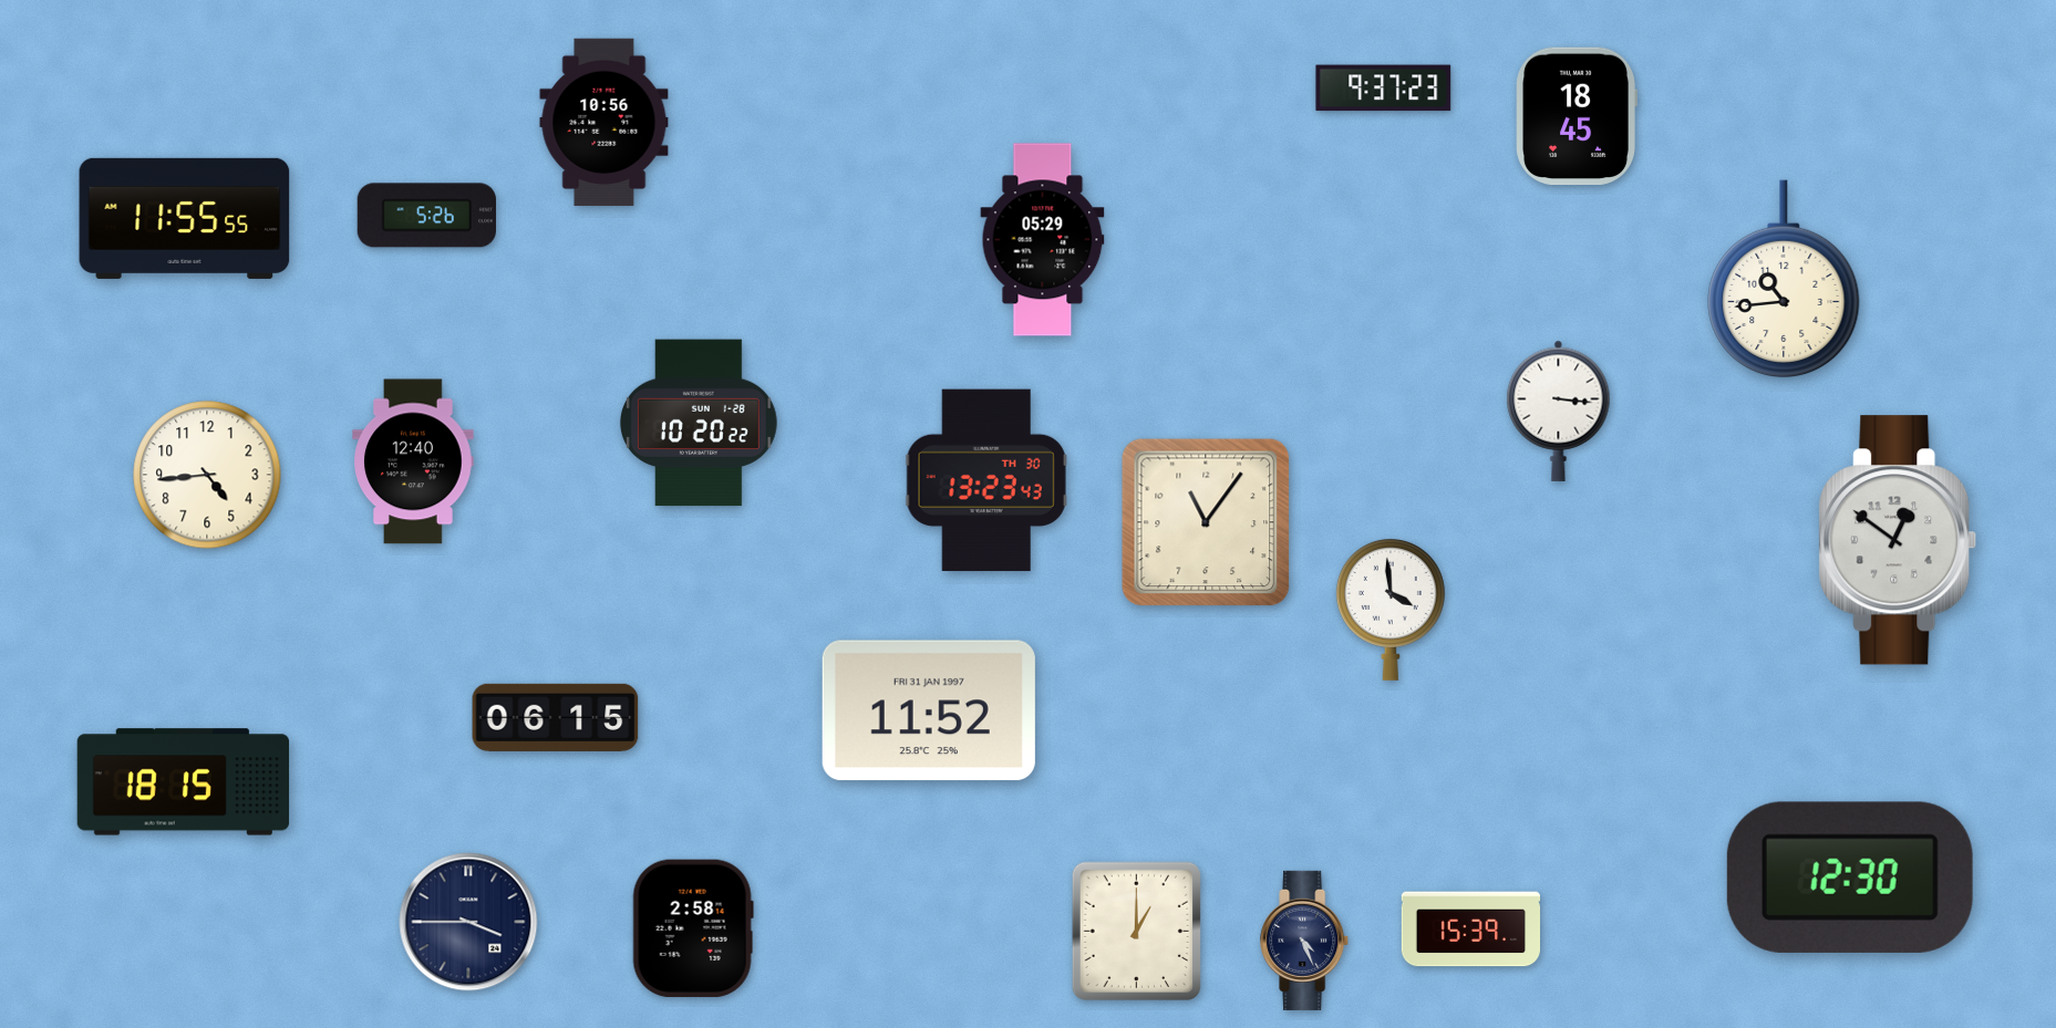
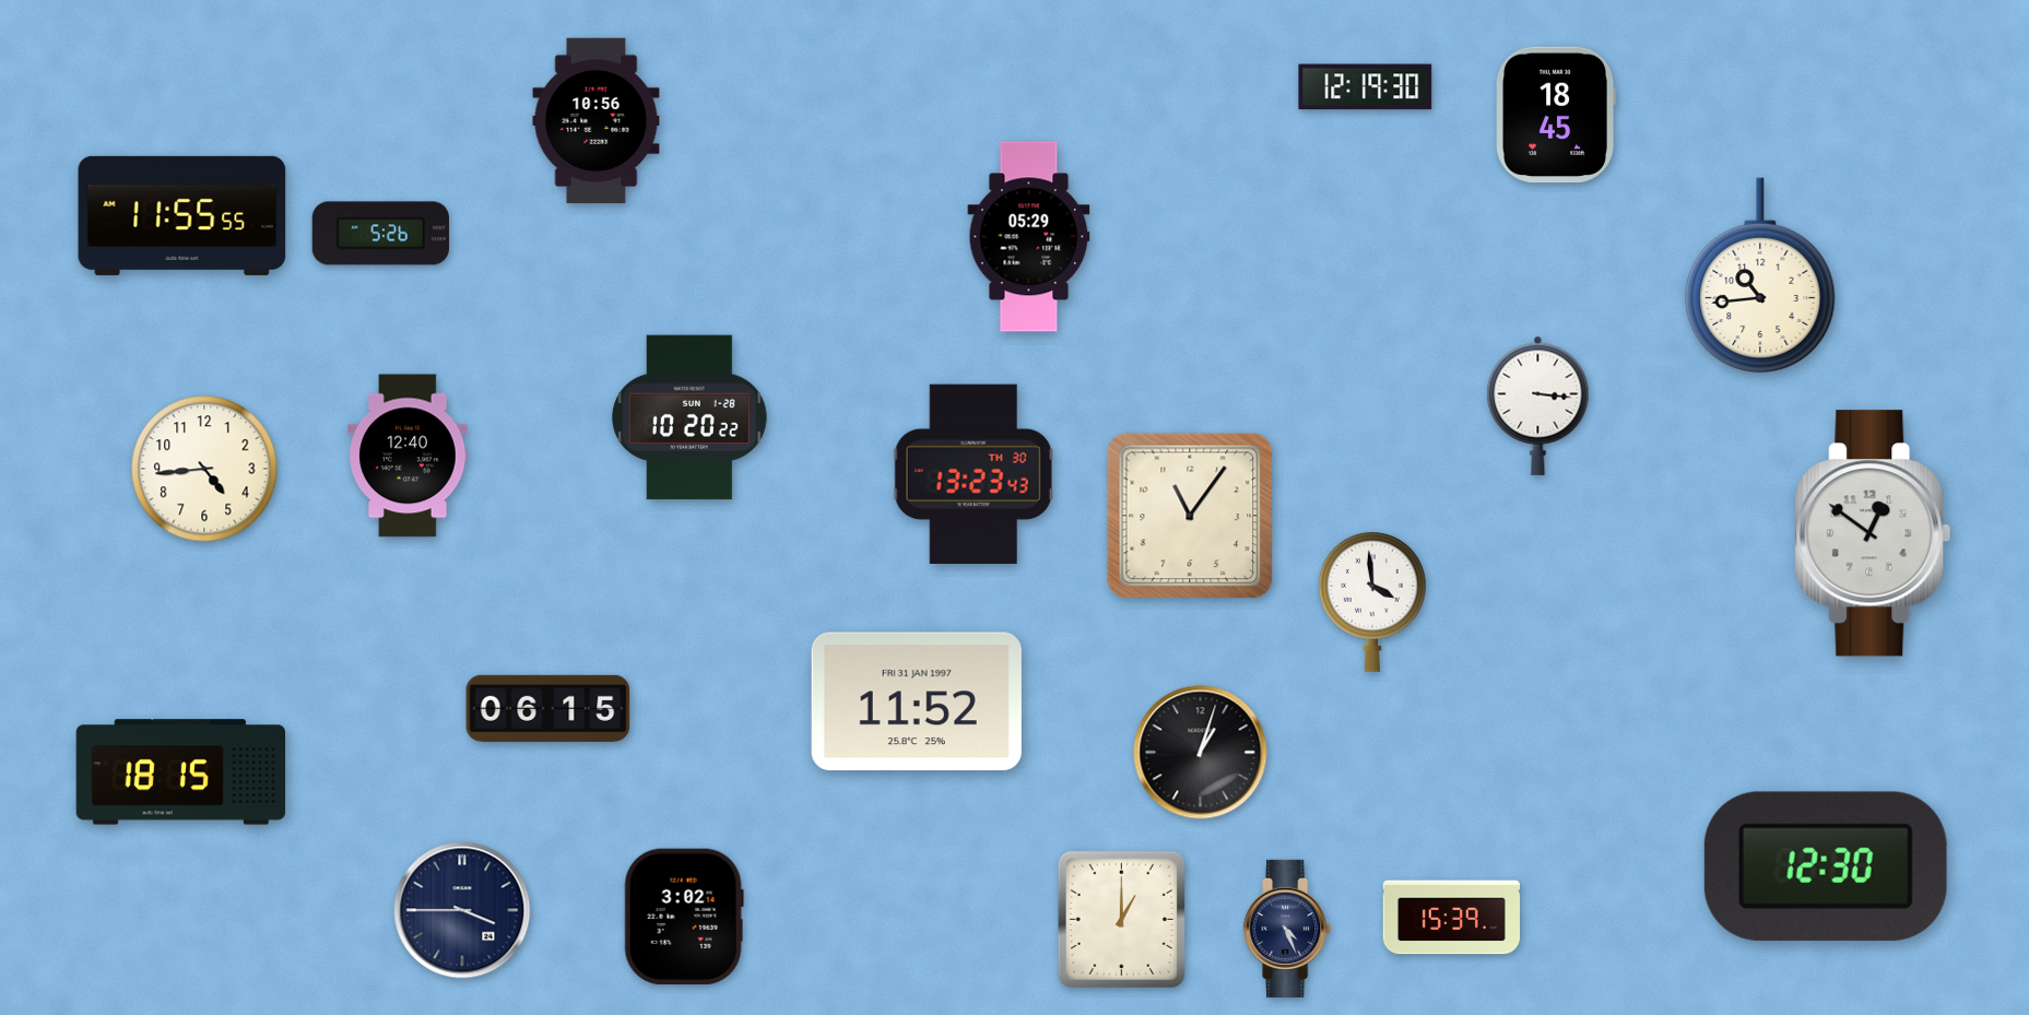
clock at (1384, 89): 9:37 -> 12:19
clock at (426, 216) position: (426, 216) -> (380, 234)
clock at (1201, 753): none -> 1:03
clock at (693, 928): 2:58 -> 3:02
